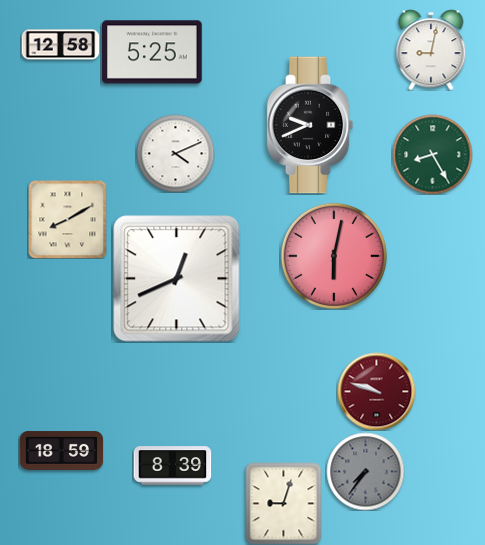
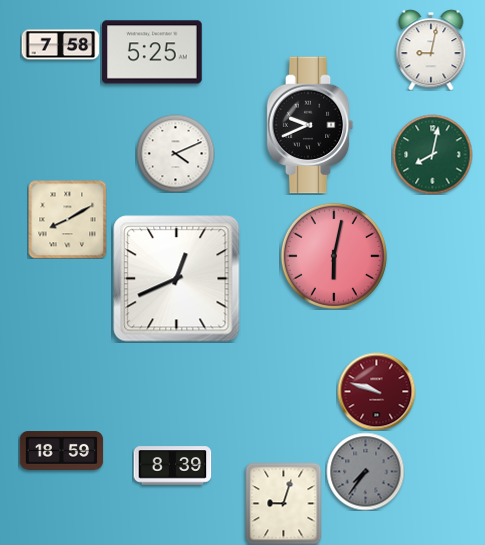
clock at (60, 45): 12:58 -> 7:58
clock at (432, 154): 8:25 -> 8:02
